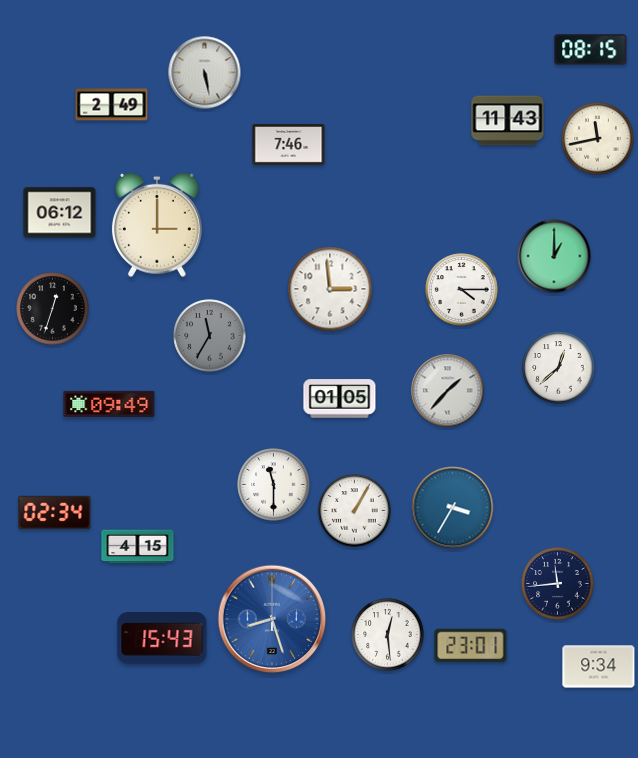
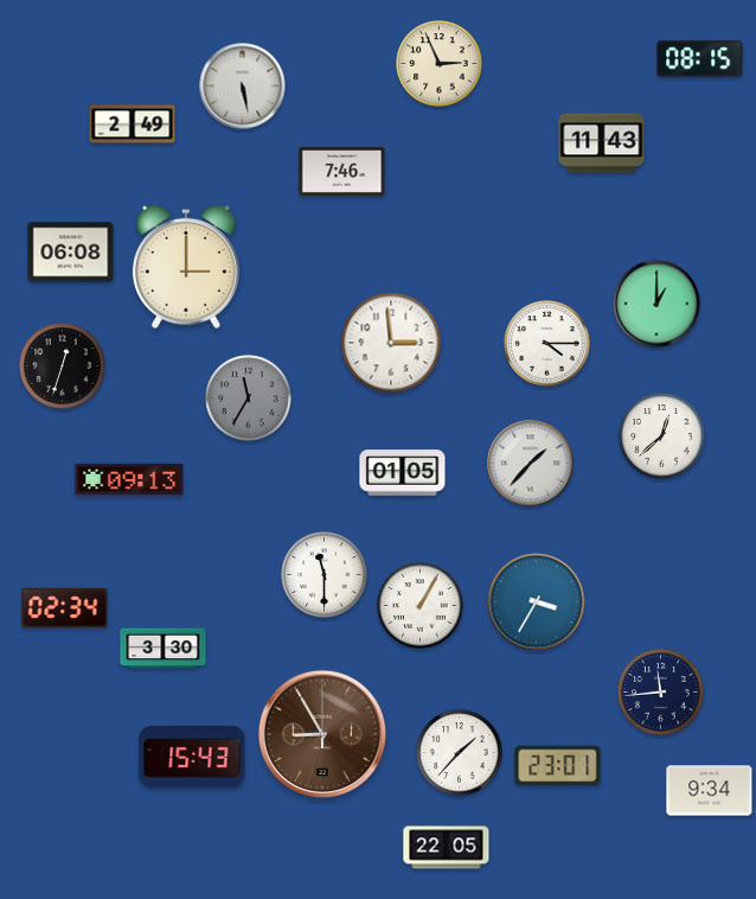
clock at (440, 64): none -> 2:56
clock at (598, 139): 11:43 -> none
clock at (60, 213): 06:12 -> 06:08
clock at (109, 404): 09:49 -> 09:13
clock at (138, 547): 4:15 -> 3:30
clock at (272, 619): 8:27 -> 8:55
clock at (272, 619) dial: blue -> brown
clock at (388, 635): 12:29 -> 1:37
clock at (447, 848): none -> 22:05
